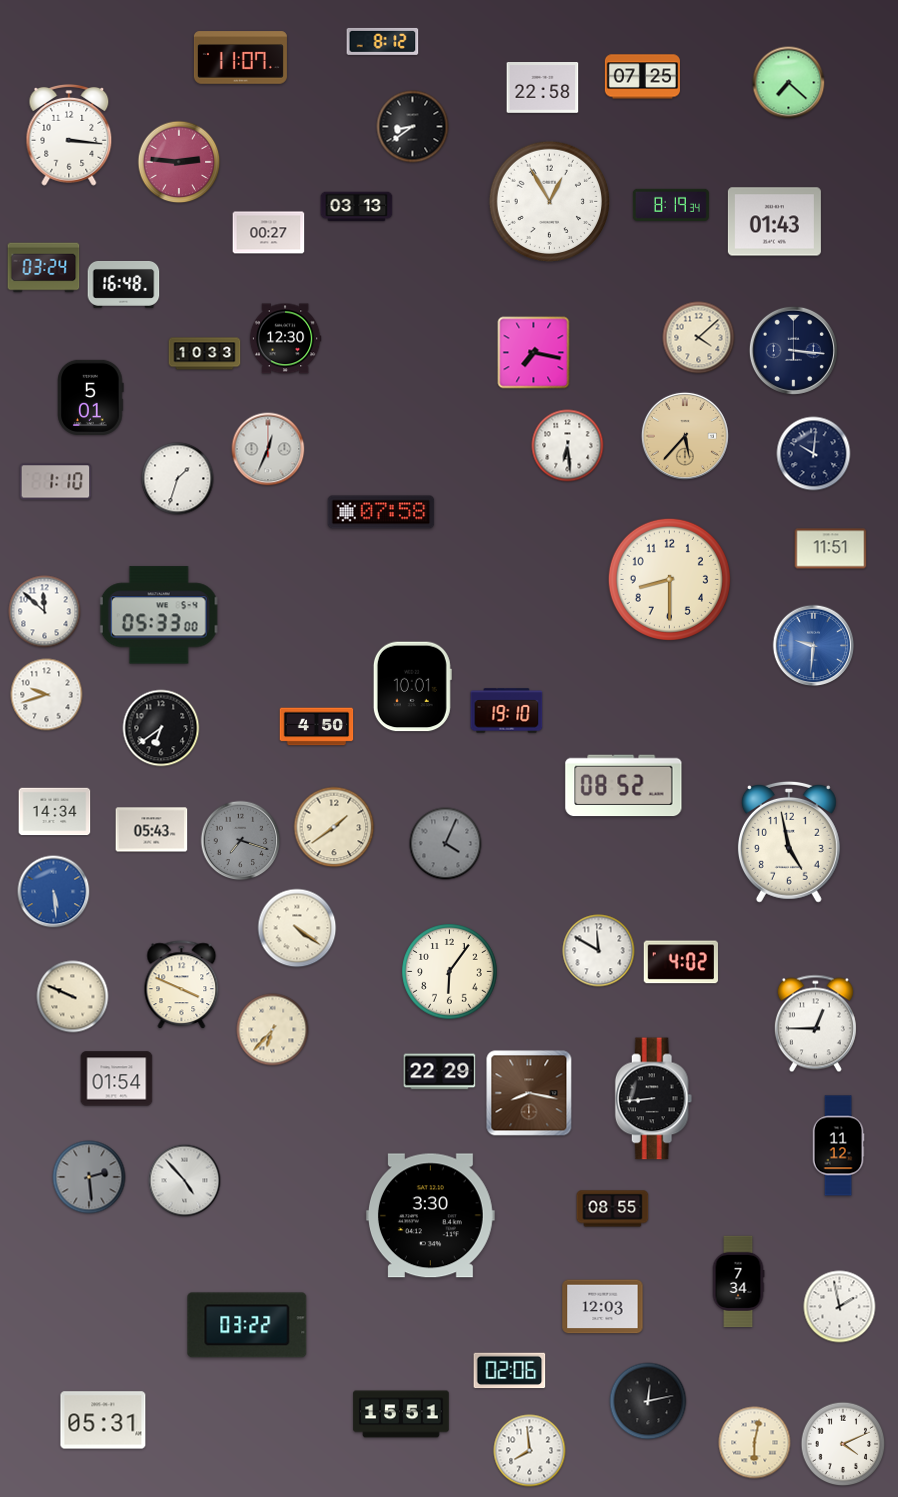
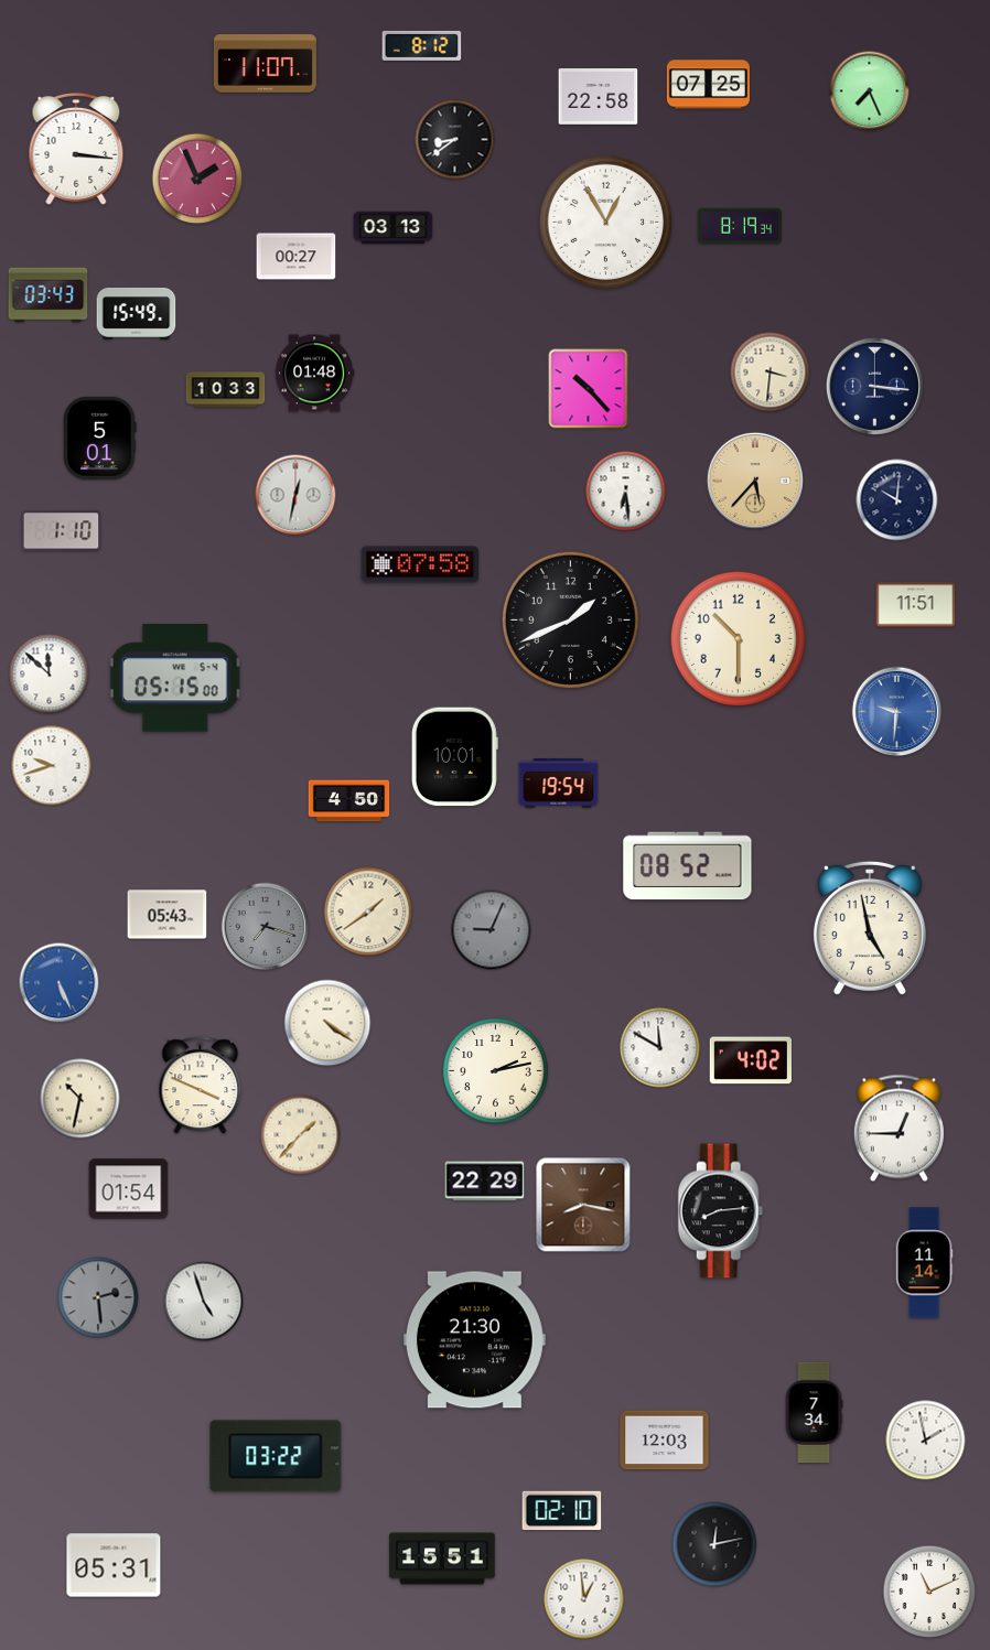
clock at (789, 83): 7:22 -> 7:26
clock at (179, 162): 2:46 -> 1:56
clock at (774, 222): 01:43 -> none
clock at (44, 268): 03:24 -> 03:43
clock at (124, 284): 16:48 -> 15:49
clock at (699, 338): 4:08 -> 3:31
clock at (285, 339): 12:30 -> 01:48
clock at (534, 353): 7:17 -> 10:23
clock at (268, 449): 12:34 -> 12:32
clock at (178, 479): 1:33 -> none
clock at (570, 619): none -> 1:41
clock at (669, 579): 8:30 -> 10:30
clock at (159, 615): 05:33 -> 05:15
clock at (507, 711): 19:10 -> 19:54
clock at (161, 728): 6:39 -> none
clock at (55, 812): 14:34 -> none
clock at (446, 844): 4:04 -> 9:04
clock at (54, 892): 5:29 -> 5:26
clock at (450, 972): 6:06 -> 2:13
clock at (73, 997): 9:49 -> 10:32
clock at (273, 1030): 6:37 -> 1:37
clock at (654, 1099): 8:44 -> 8:14
clock at (838, 1146): 11:12 -> 11:14
clock at (185, 1181): 4:53 -> 4:57
clock at (613, 1209): 08:55 -> none
clock at (430, 1216): 3:30 -> 21:30
clock at (247, 1325) position: (247, 1325) -> (276, 1456)
clock at (510, 1371): 02:06 -> 02:10
clock at (755, 1443): 6:02 -> none
clock at (843, 1444): 4:11 -> 11:11
clock at (530, 1451): 7:59 -> 12:59
